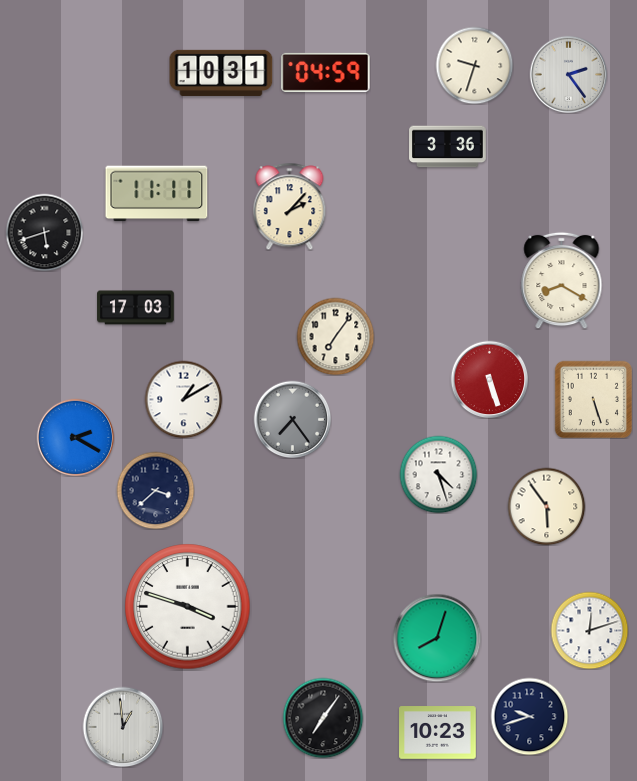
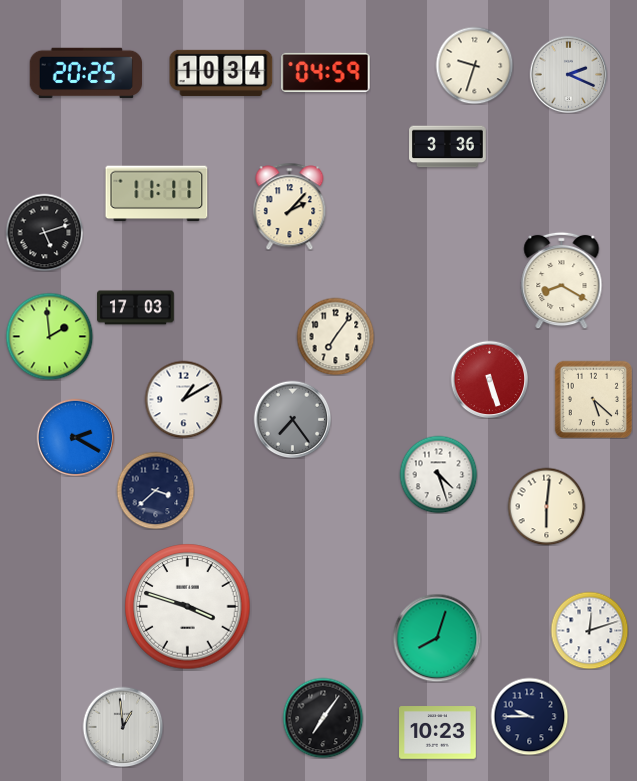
clock at (86, 73): none -> 20:25
clock at (221, 73): 10:31 -> 10:34
clock at (568, 74): 2:24 -> 2:19
clock at (44, 232): 5:42 -> 5:12
clock at (49, 336): none -> 1:59
clock at (593, 399): 5:27 -> 5:22
clock at (546, 506): 5:54 -> 6:01
clock at (529, 716): 9:42 -> 9:45
